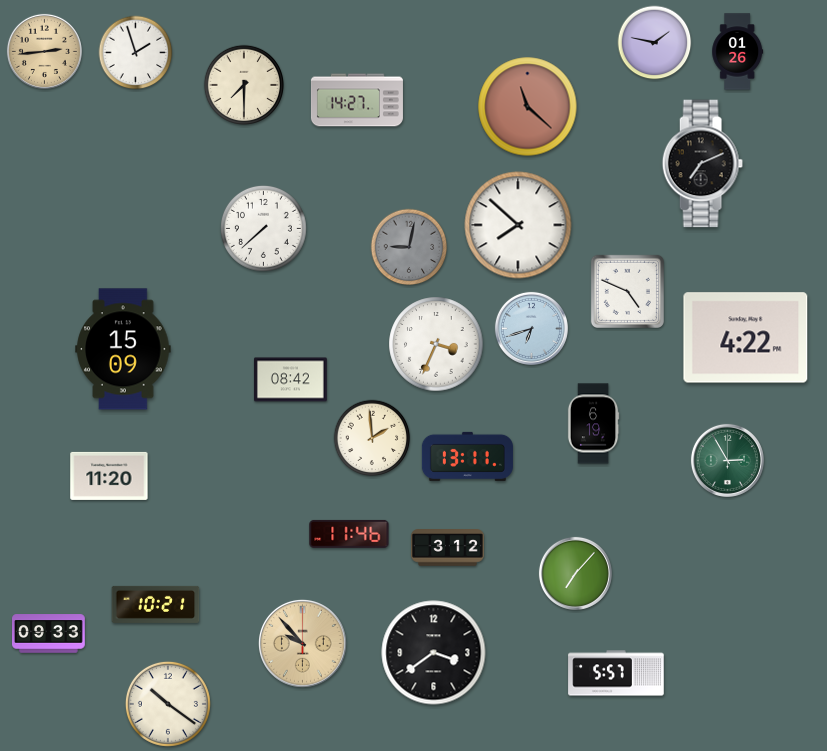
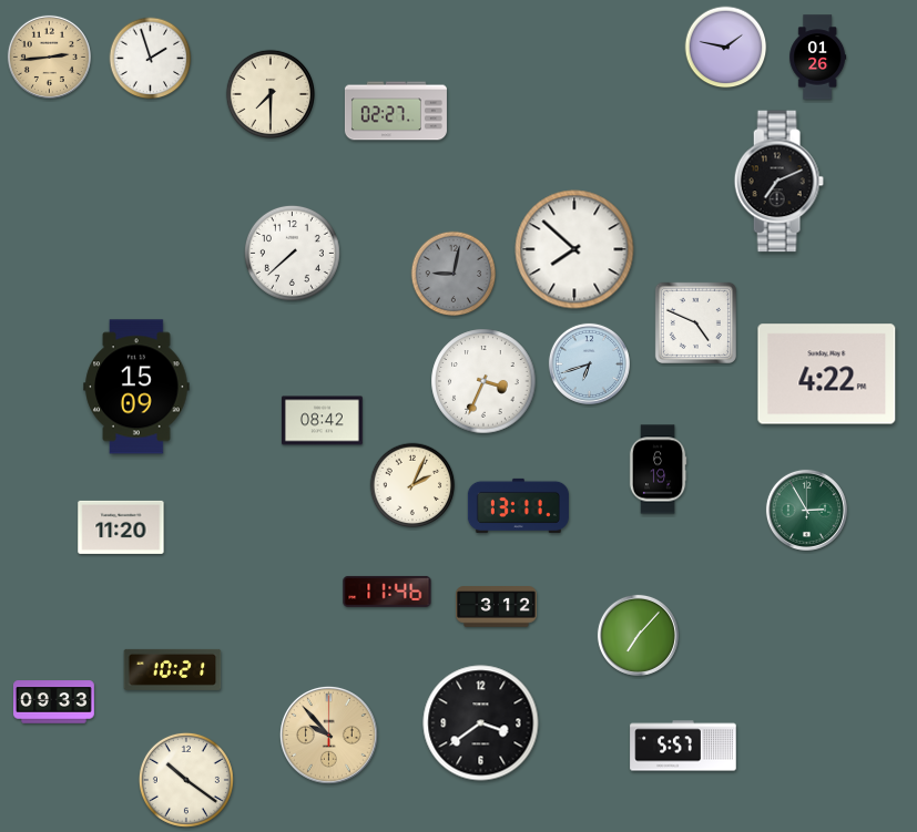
clock at (357, 100): 14:27 -> 02:27
clock at (528, 107): 11:22 -> none
clock at (372, 438): 1:59 -> 2:04
clock at (302, 643) position: (302, 643) -> (328, 735)
